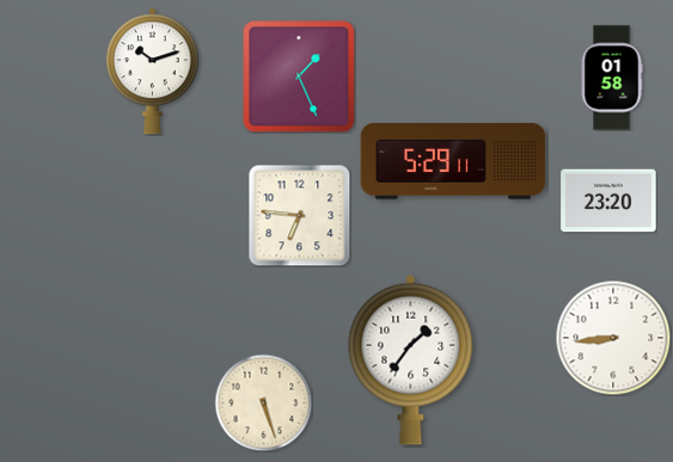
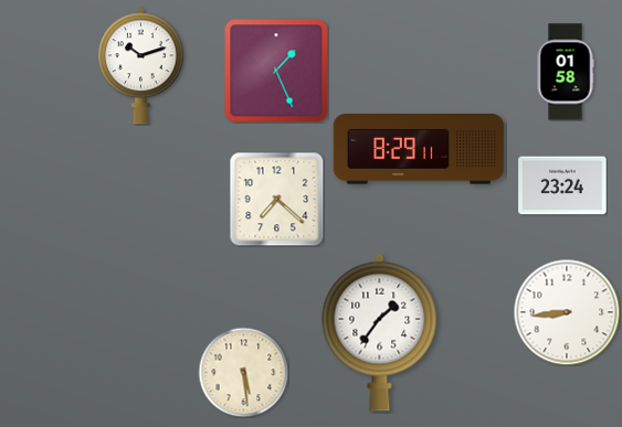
clock at (453, 161): 5:29 -> 8:29
clock at (608, 201): 23:20 -> 23:24
clock at (299, 215): 6:46 -> 7:22
clock at (263, 402): 5:27 -> 5:29
